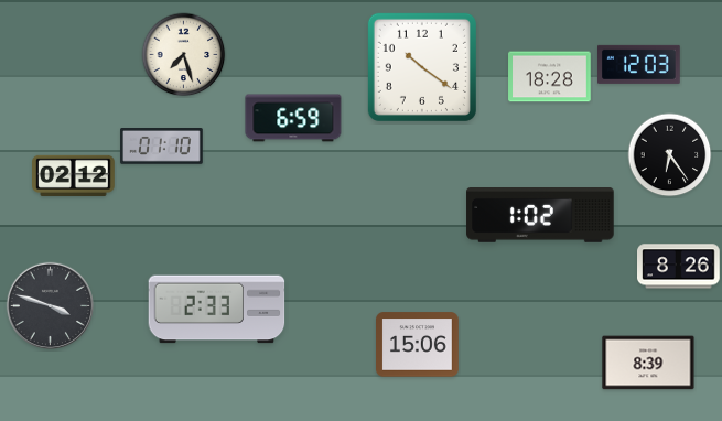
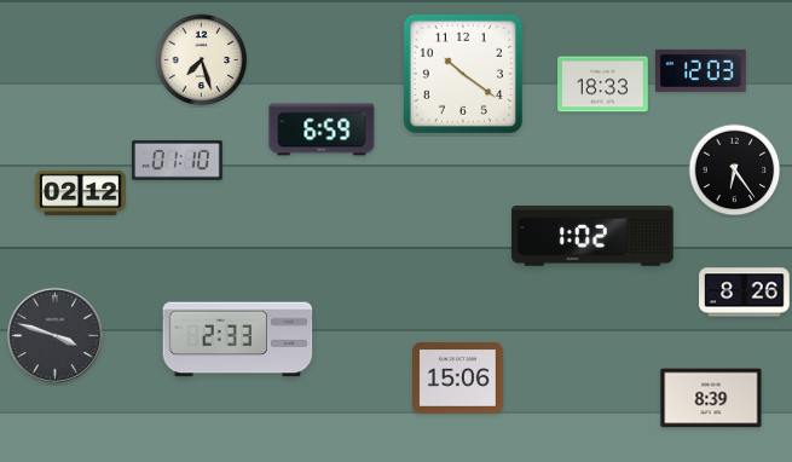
clock at (550, 77): 18:28 -> 18:33
